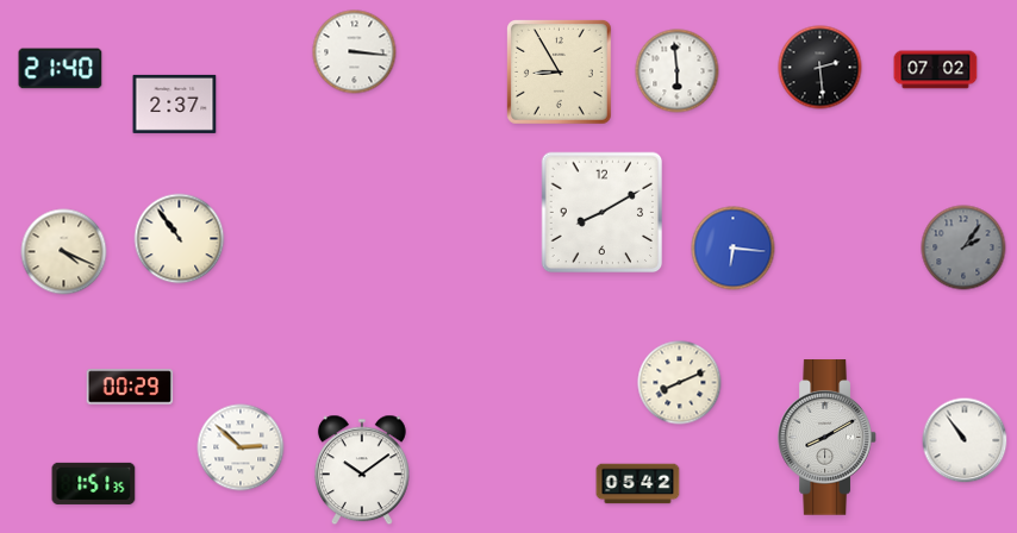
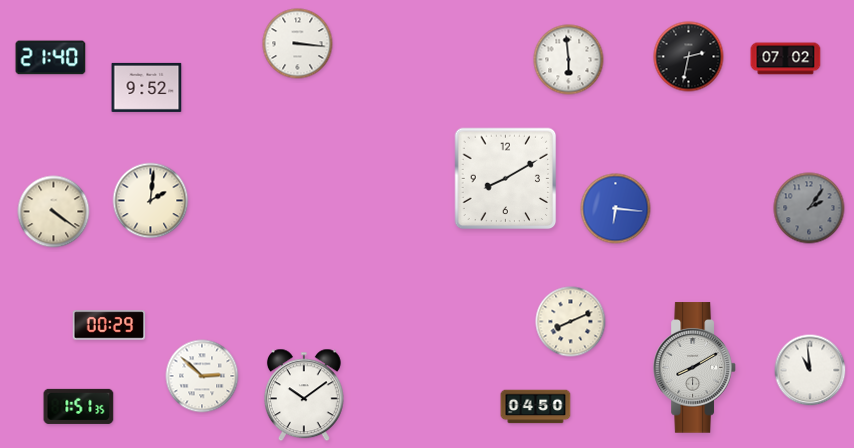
clock at (821, 68): 2:29 -> 2:32
clock at (559, 71): 8:55 -> none
clock at (175, 104): 2:37 -> 9:52
clock at (180, 239): 10:54 -> 2:01
clock at (64, 252): 4:19 -> 4:21
clock at (965, 440): 10:54 -> 10:59
clock at (638, 484): 05:42 -> 04:50
